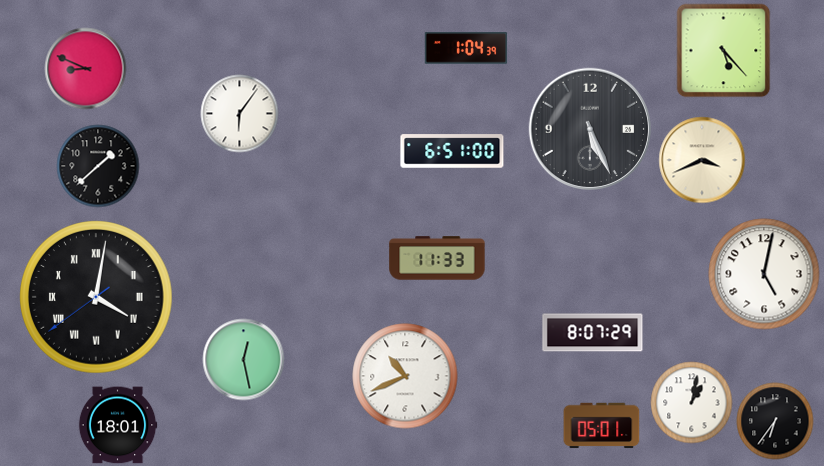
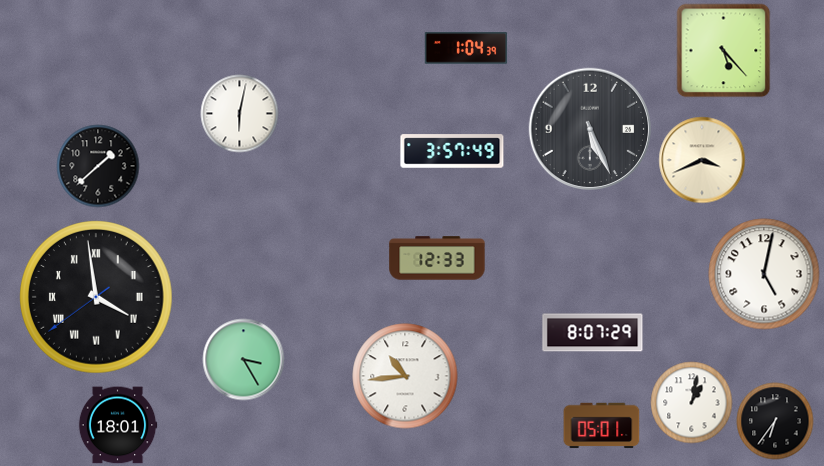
clock at (86, 69): 8:49 -> none
clock at (240, 114): 6:06 -> 6:02
clock at (452, 151): 6:51 -> 3:57
clock at (437, 258): 11:33 -> 12:33
clock at (97, 298): 4:01 -> 3:58
clock at (244, 360): 12:28 -> 3:25
clock at (405, 376): 10:41 -> 10:44
